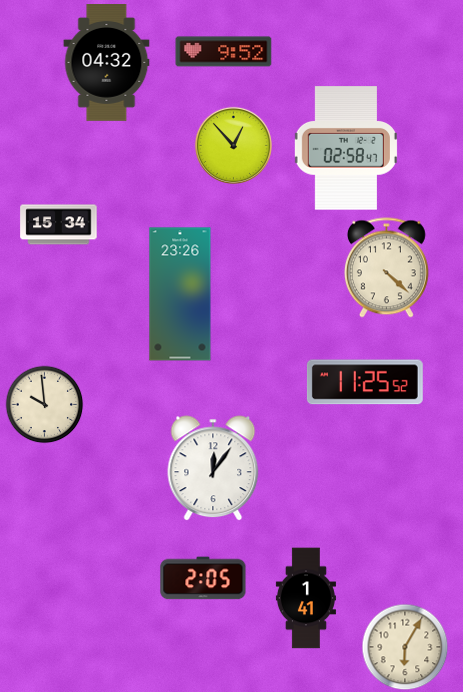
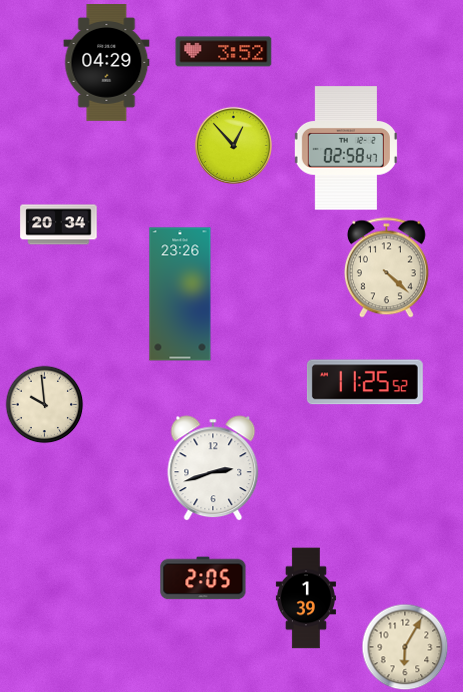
clock at (224, 52): 9:52 -> 3:52
clock at (107, 63): 04:32 -> 04:29
clock at (59, 225): 15:34 -> 20:34
clock at (213, 468): 12:06 -> 2:42
clock at (306, 598): 1:41 -> 1:39
